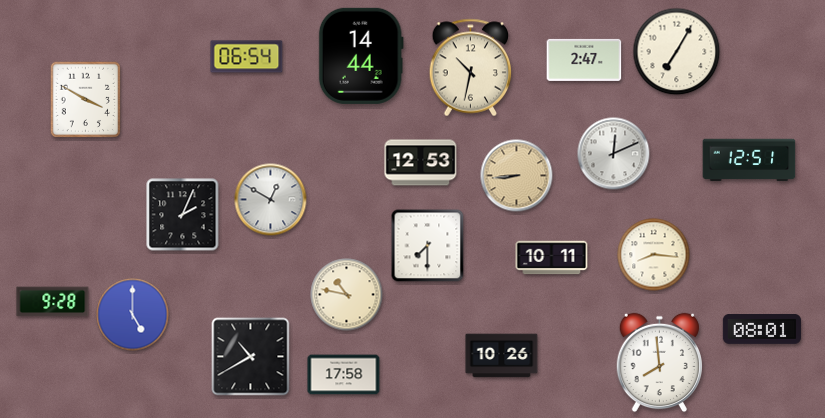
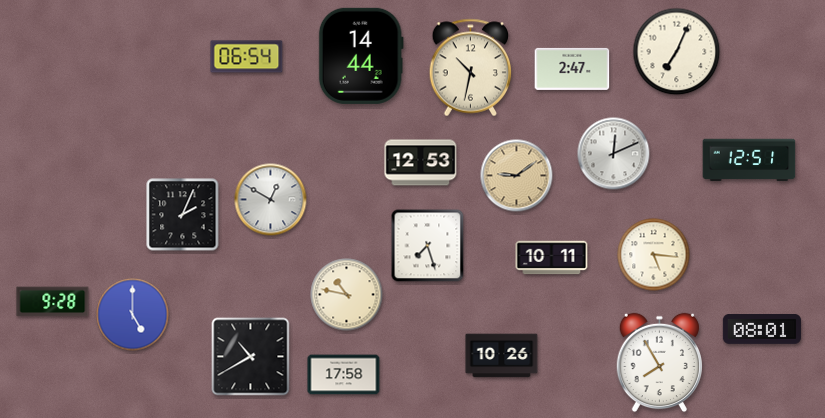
clock at (677, 52): 7:05 -> 7:04
clock at (584, 60) position: (584, 60) -> (572, 69)
clock at (85, 100): 3:50 -> none
clock at (517, 176): 8:44 -> 9:09
clock at (428, 246): 7:30 -> 7:27
clock at (654, 255): 8:16 -> 5:16
clock at (659, 363): 7:59 -> 7:55
